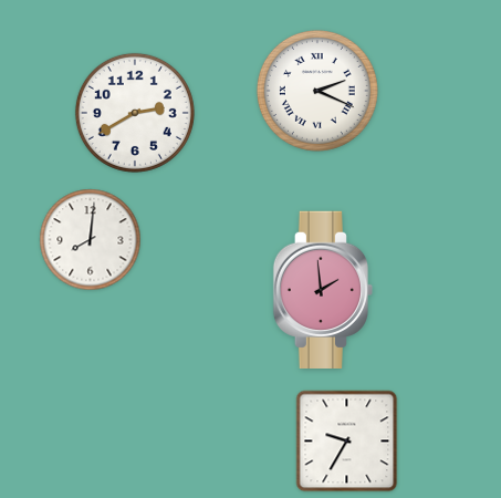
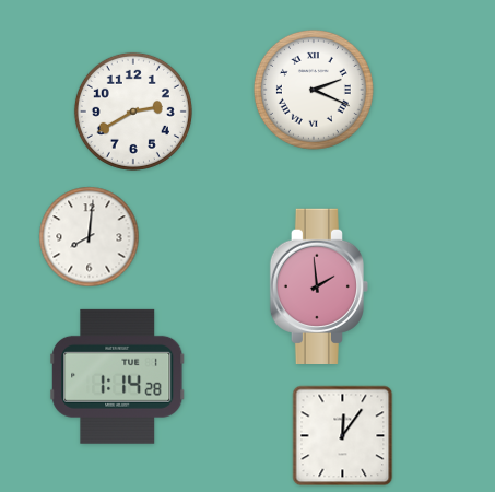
clock at (118, 376): none -> 1:14
clock at (347, 442): 9:35 -> 12:06
